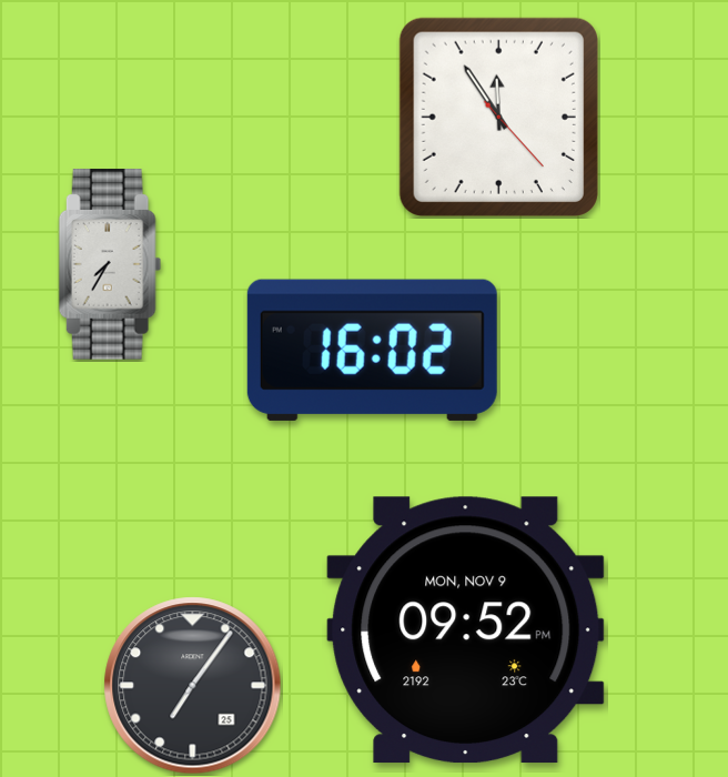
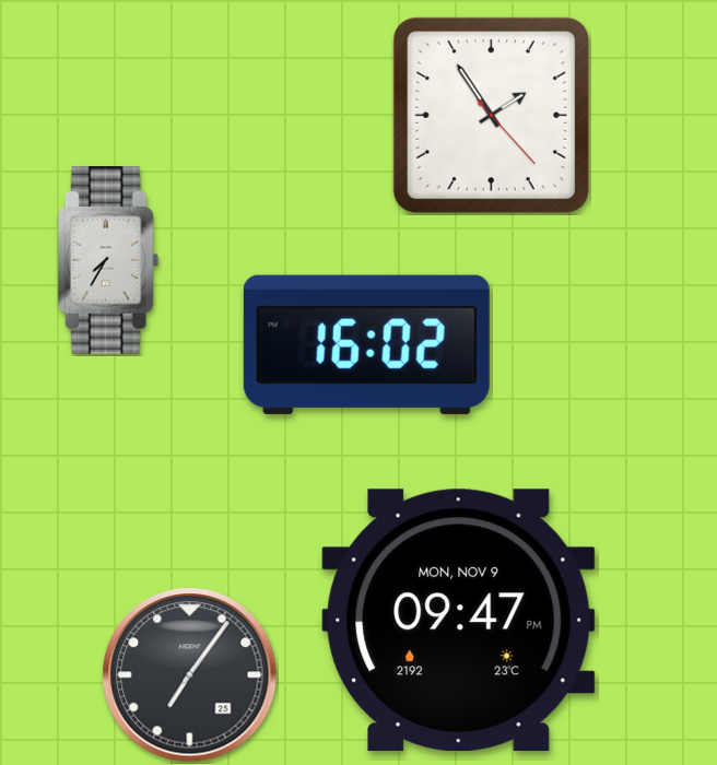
clock at (498, 117): 11:54 -> 1:54
clock at (466, 630): 09:52 -> 09:47
